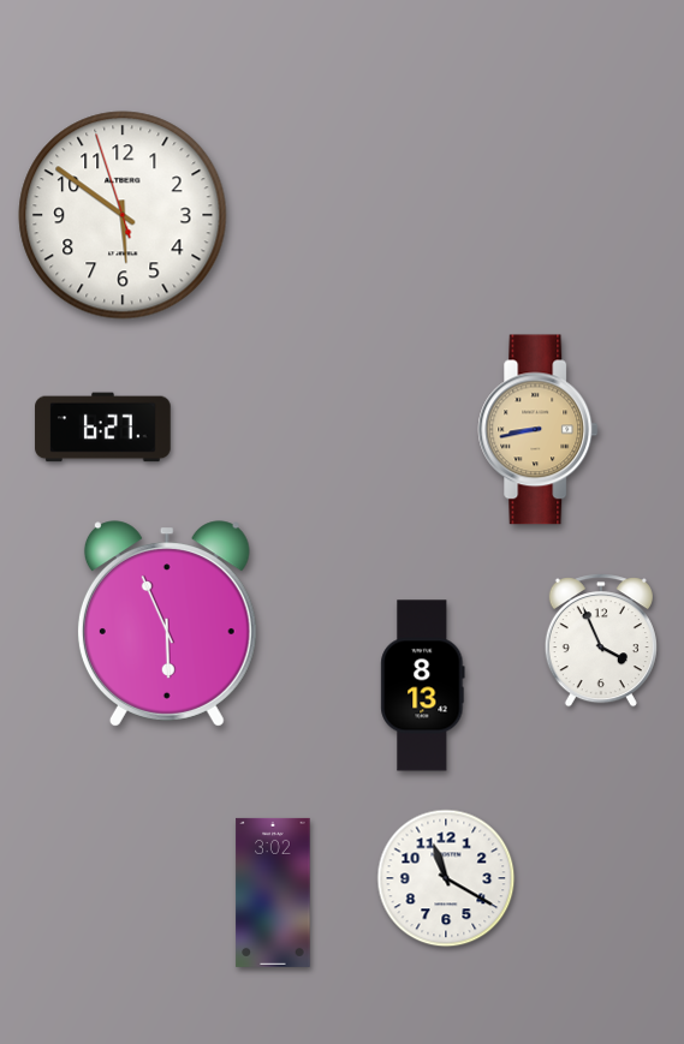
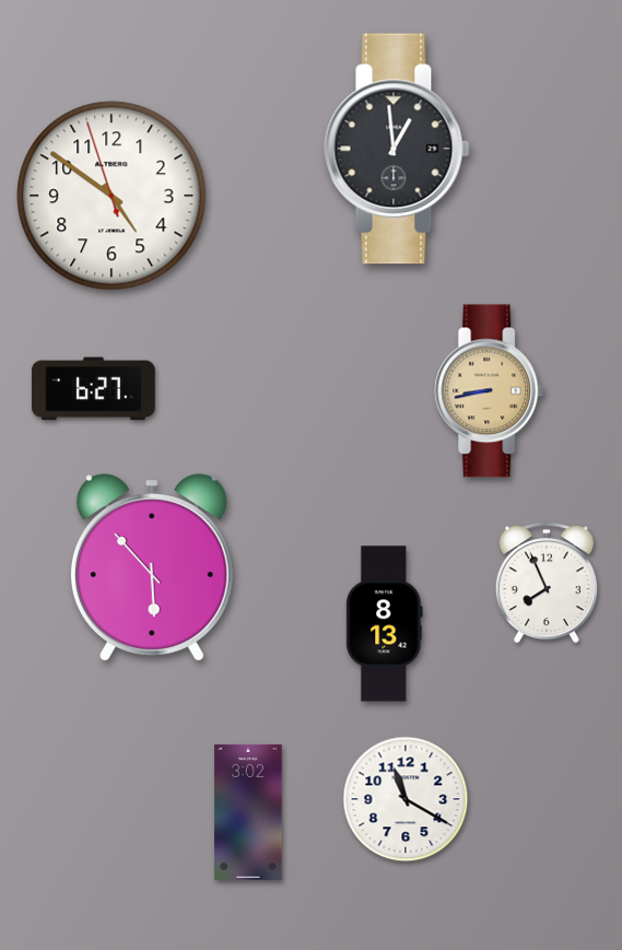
clock at (397, 149): none -> 12:59
clock at (123, 215): 5:50 -> 4:50
clock at (167, 624): 5:56 -> 5:53
clock at (601, 640): 3:56 -> 7:56
